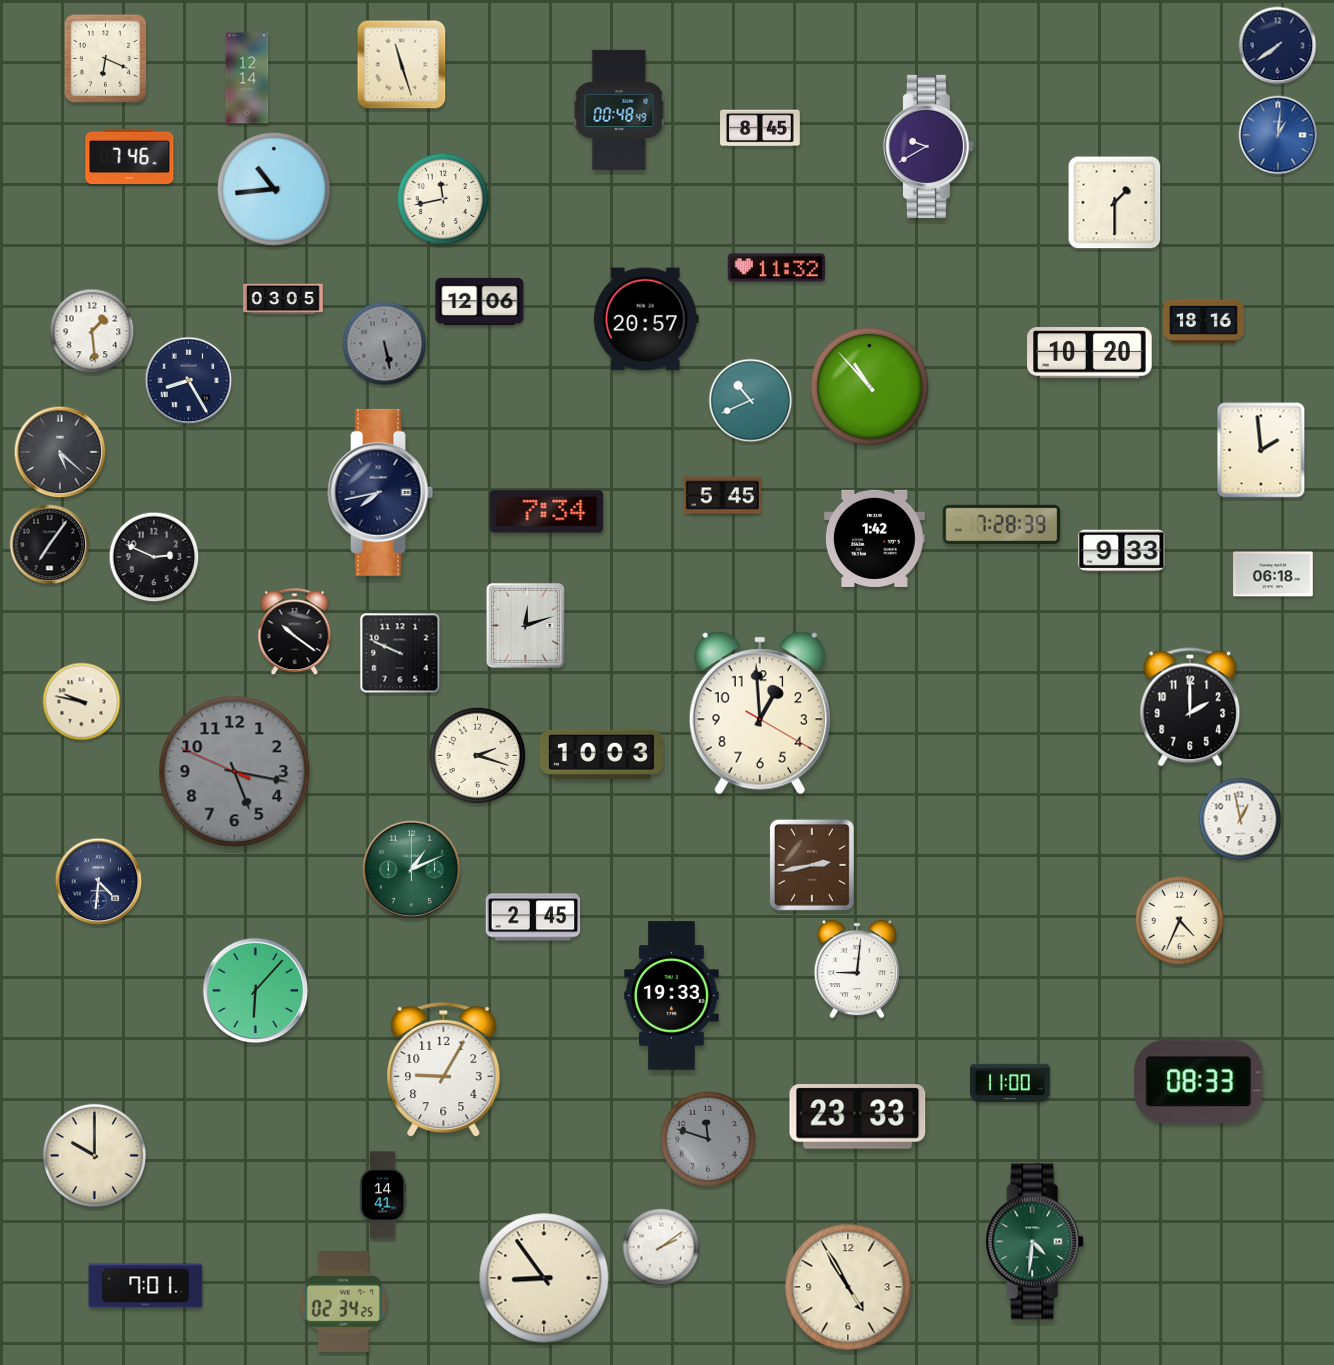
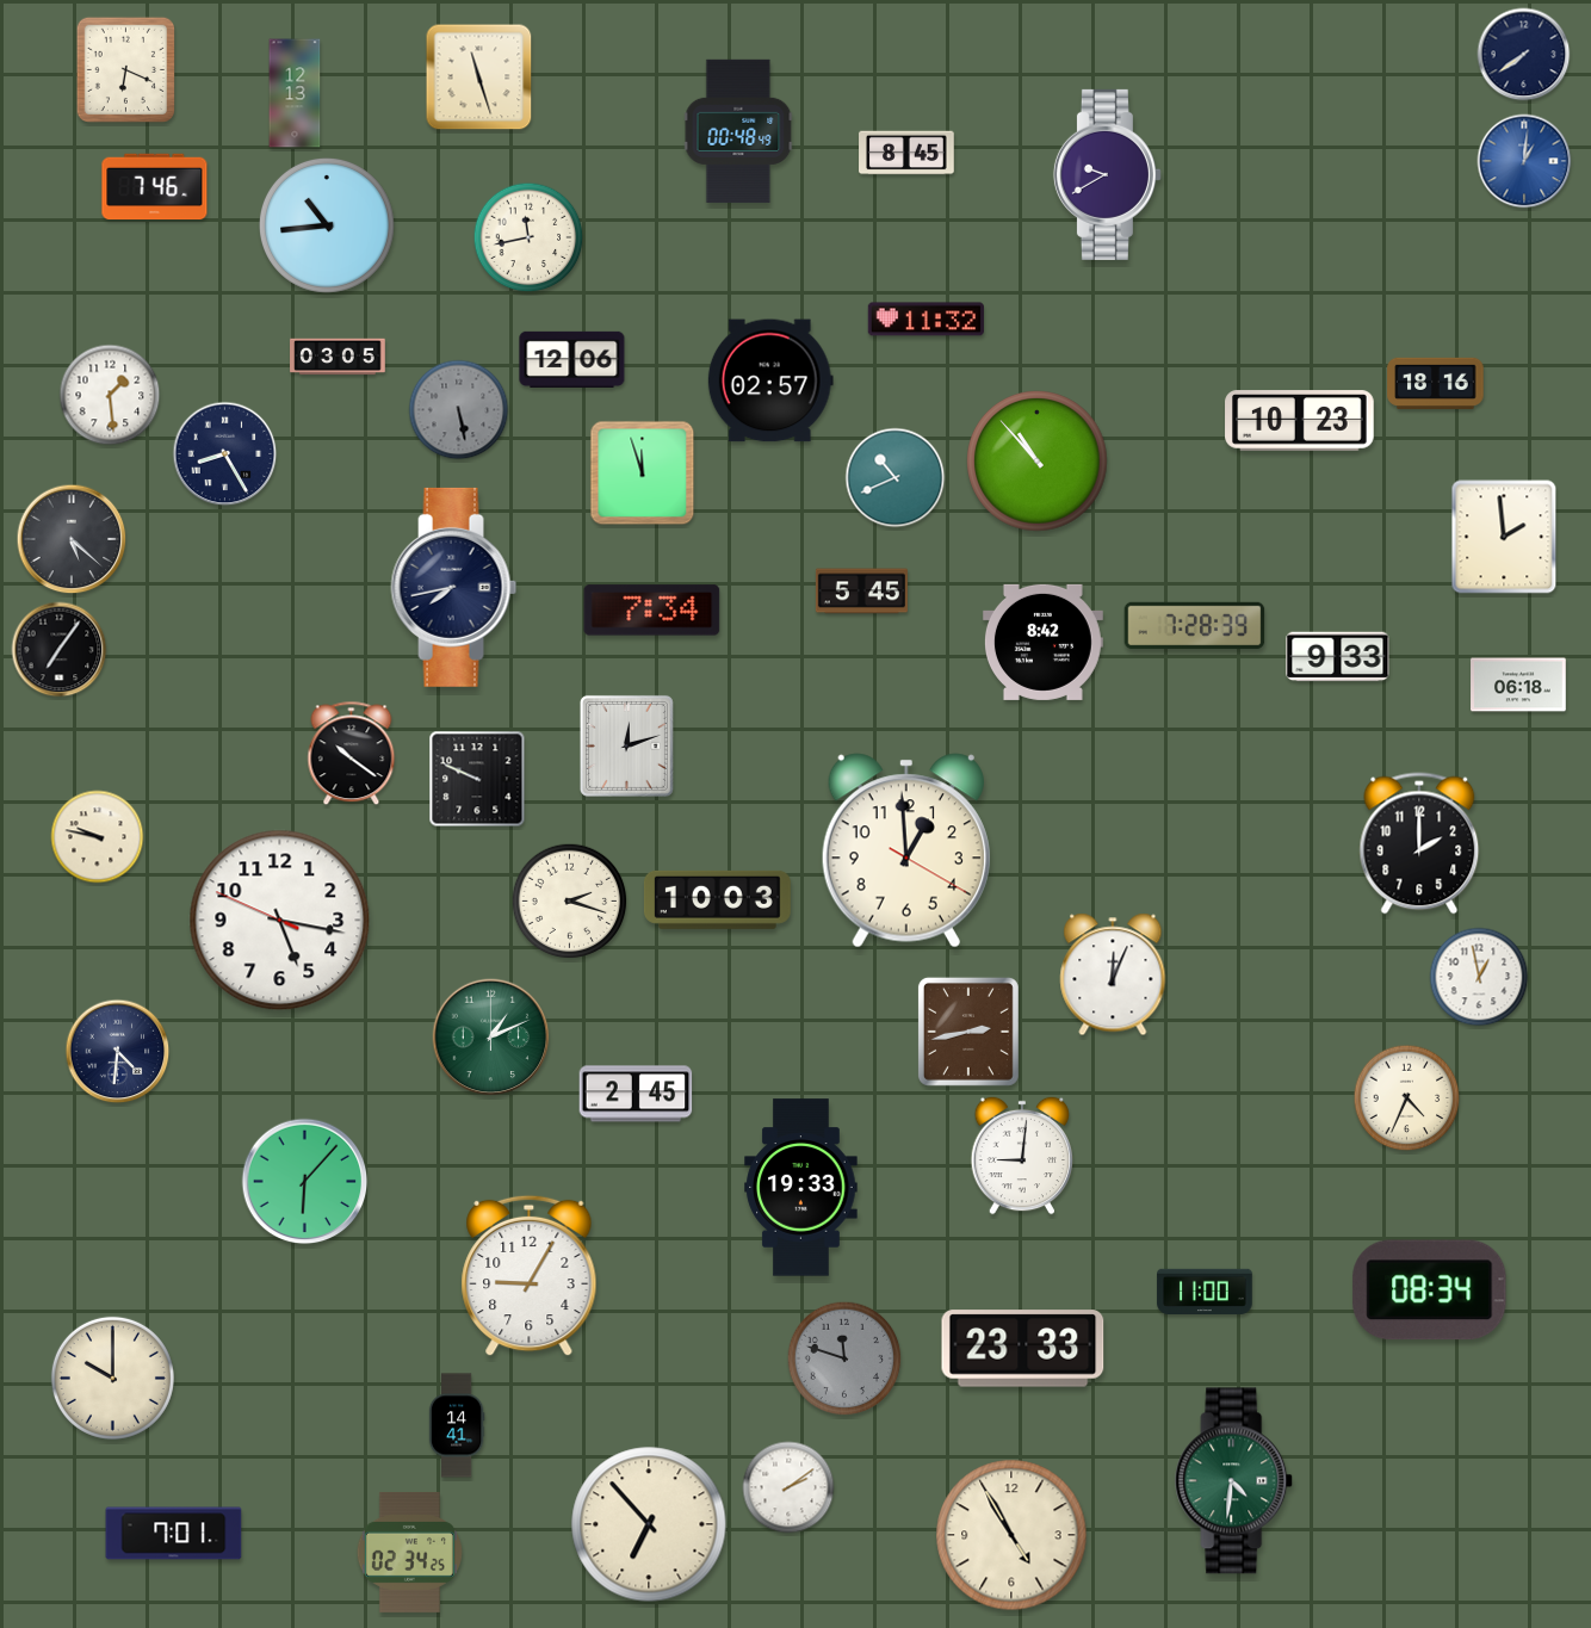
clock at (247, 78): 12:14 -> 12:13
clock at (1115, 203): 1:30 -> none
clock at (646, 319): 20:57 -> 02:57
clock at (1090, 353): 10:20 -> 10:23
clock at (643, 473): none -> 11:57
clock at (874, 538): 1:42 -> 8:42
clock at (154, 557): 2:49 -> none
clock at (235, 772) dial: grey -> white
clock at (1113, 974): none -> 12:04
clock at (1199, 1082): 08:33 -> 08:34
clock at (858, 1117) position: (858, 1117) -> (1023, 1349)
clock at (544, 1278): 8:54 -> 6:53
